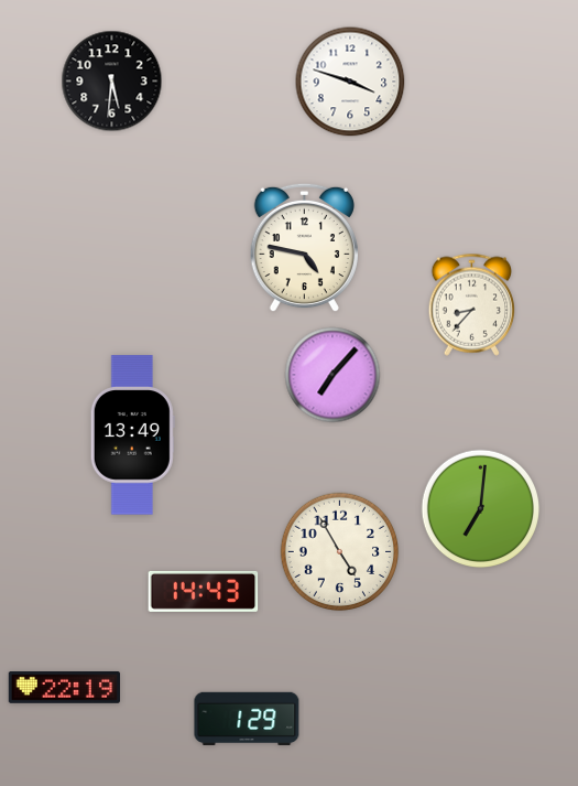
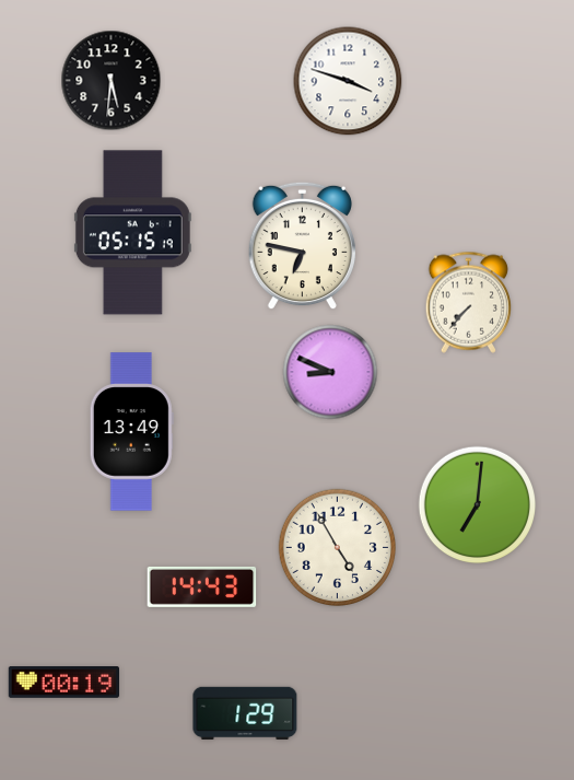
clock at (132, 233): none -> 05:15
clock at (304, 248): 4:47 -> 6:47
clock at (472, 304): 8:37 -> 7:37
clock at (332, 375): 7:07 -> 8:49
clock at (64, 688): 22:19 -> 00:19
